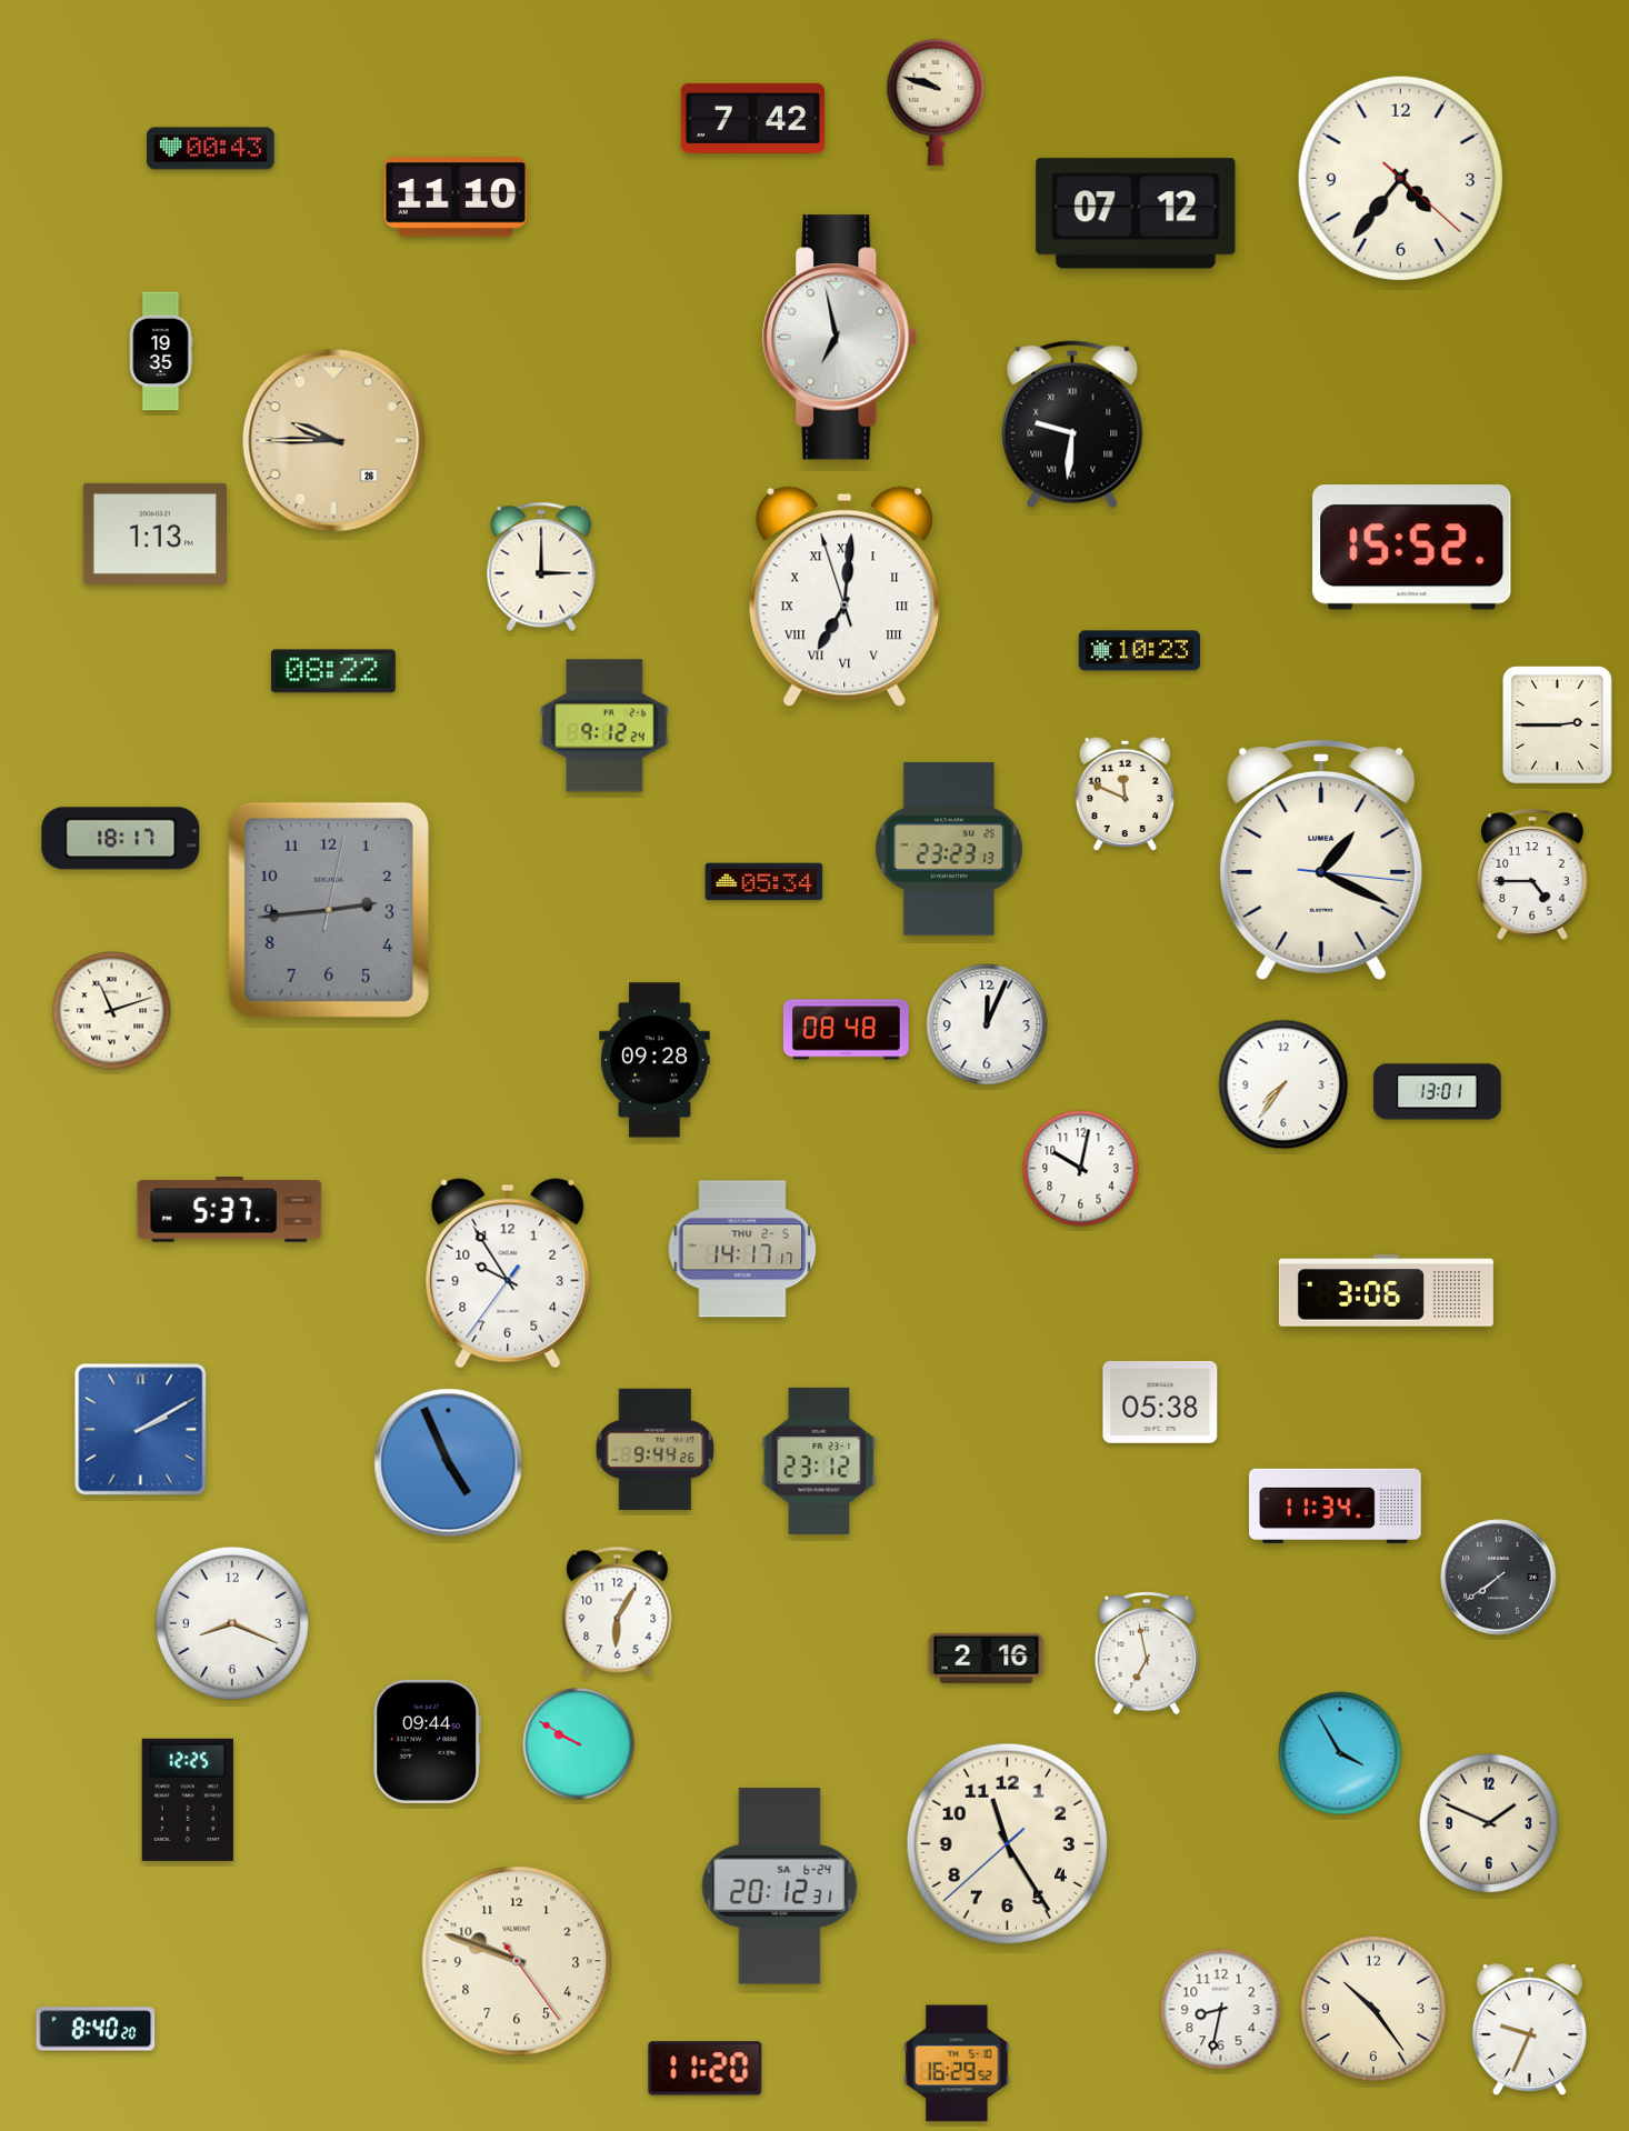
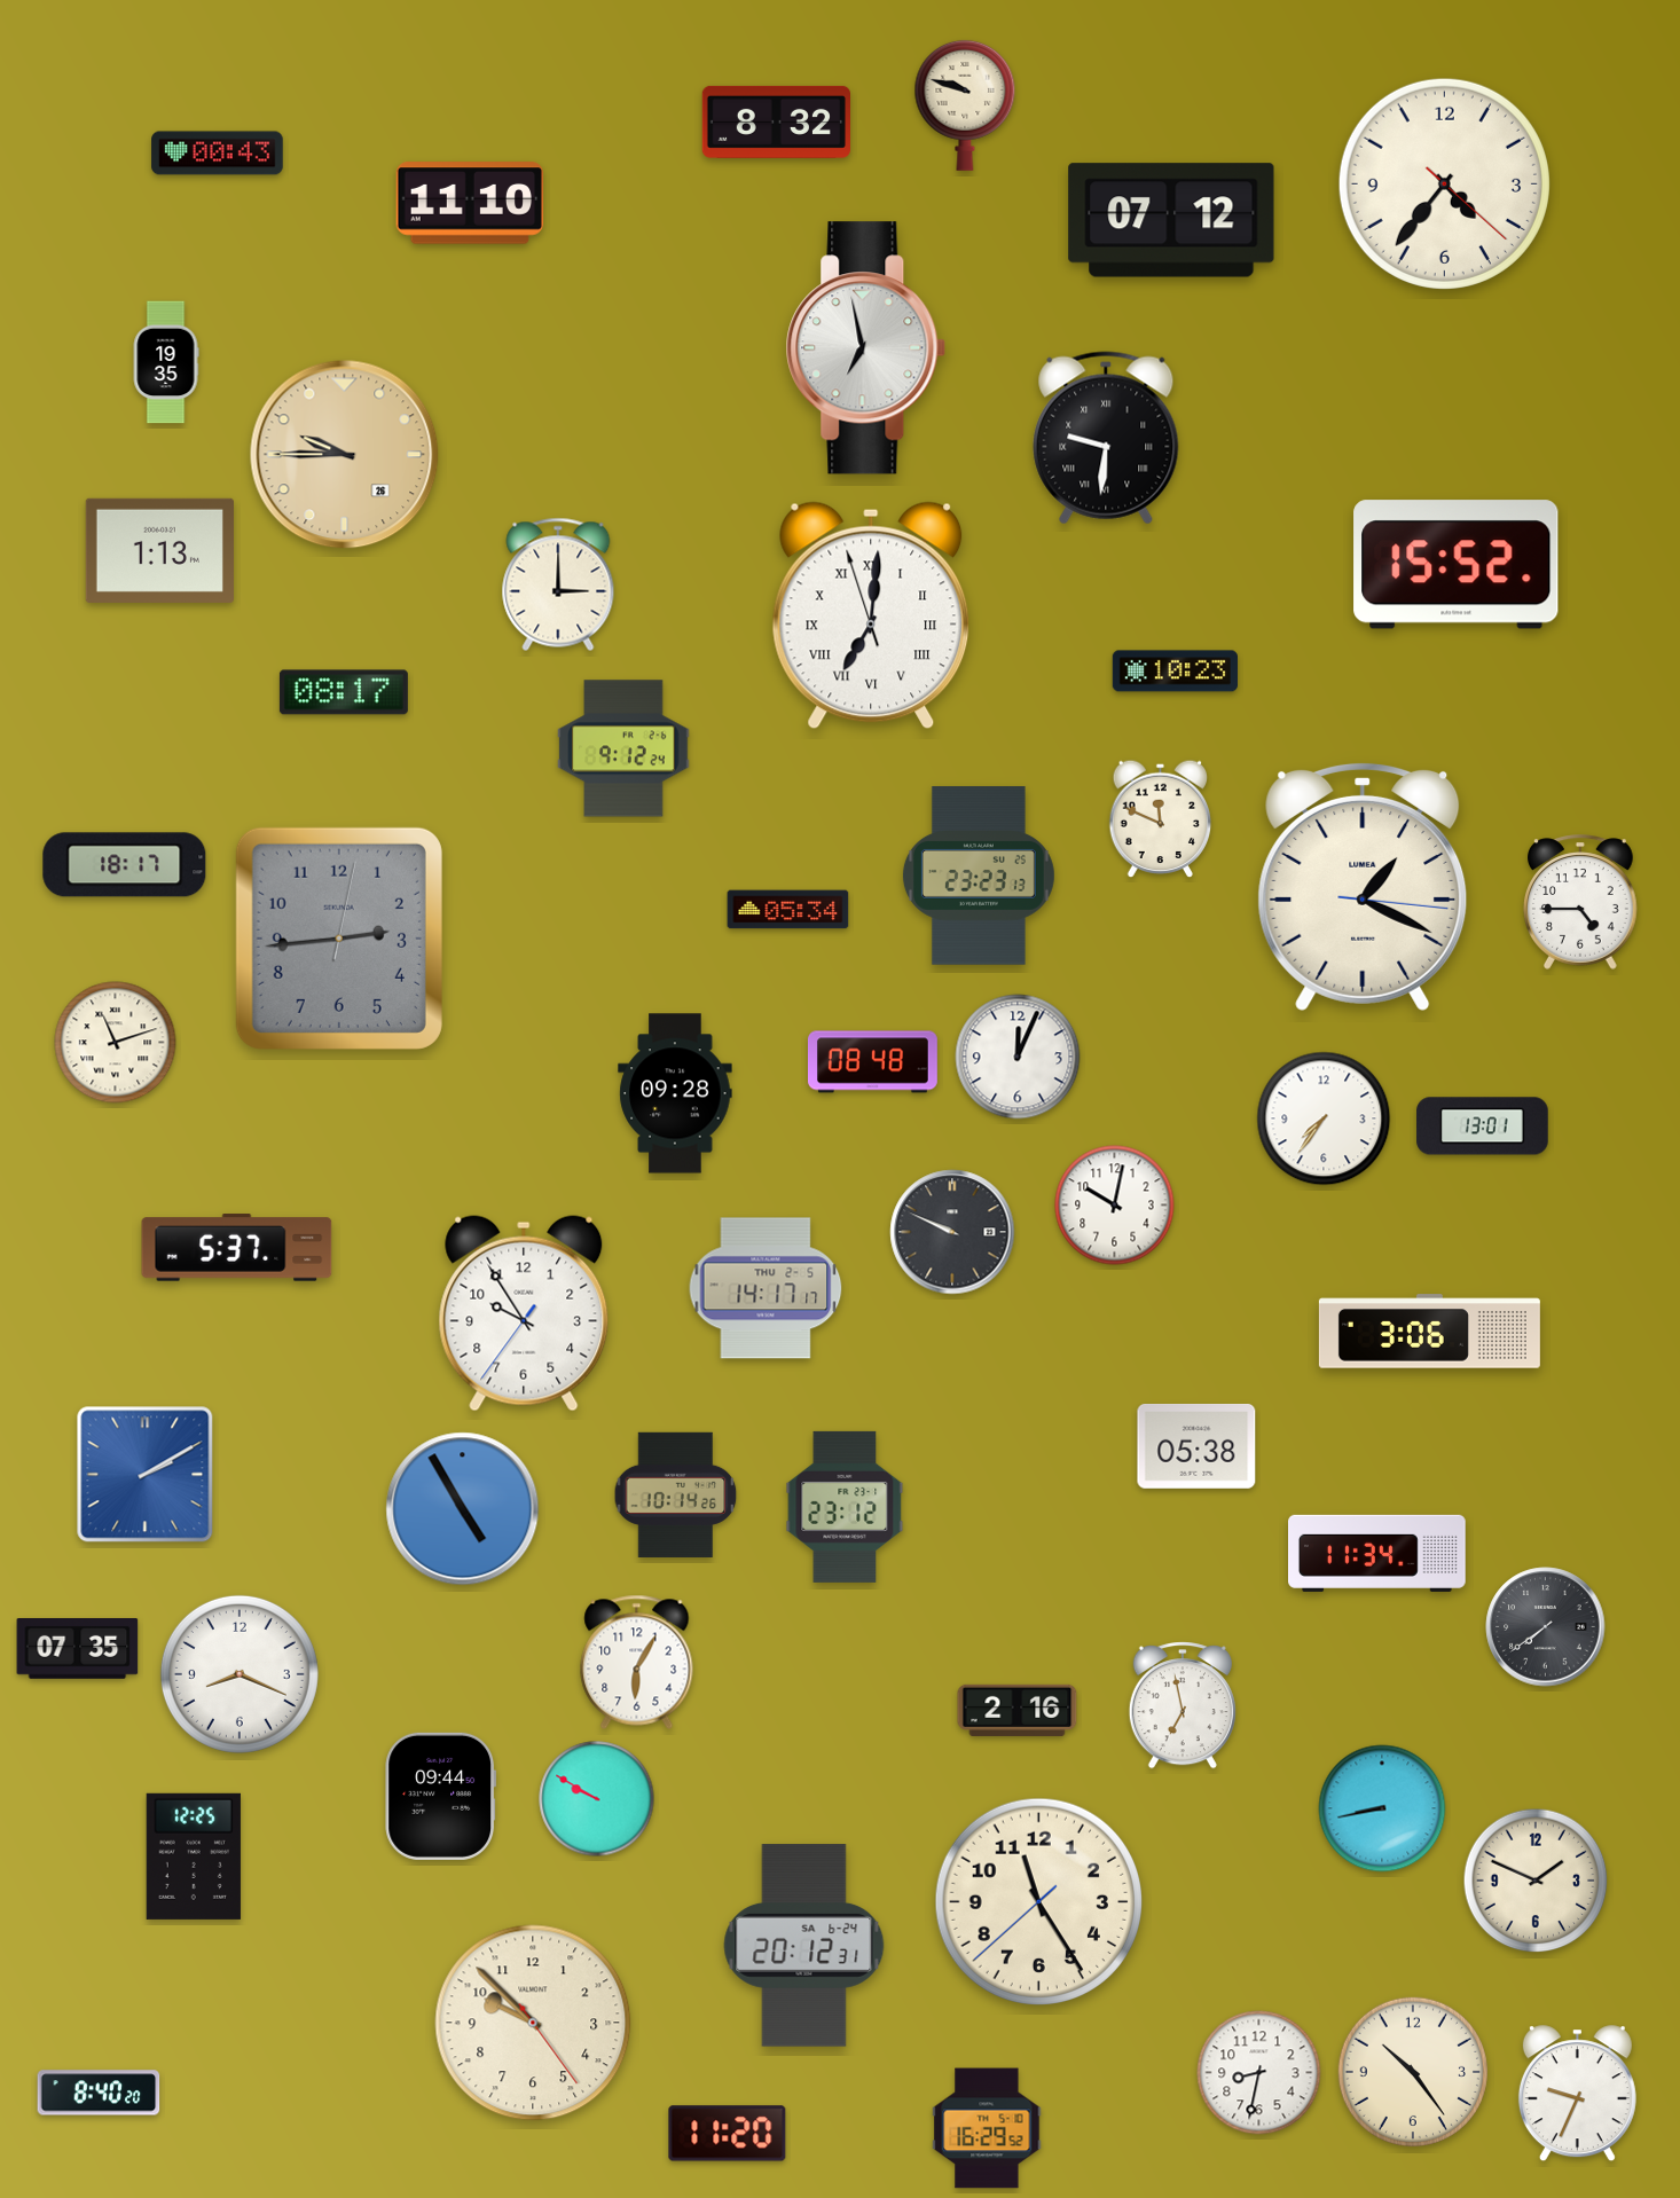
clock at (752, 118): 7:42 -> 8:32
clock at (333, 671): 08:22 -> 08:17
clock at (1558, 726): 2:45 -> none
clock at (952, 1232): none -> 9:49
clock at (656, 1449): 9:44 -> 10:14
clock at (449, 1463): 4:56 -> 4:55
clock at (78, 1649): none -> 07:35
clock at (1340, 1753): 3:55 -> 8:43
clock at (517, 1961): 9:48 -> 9:52
clock at (1373, 2009) position: (1373, 2009) -> (1413, 2072)
